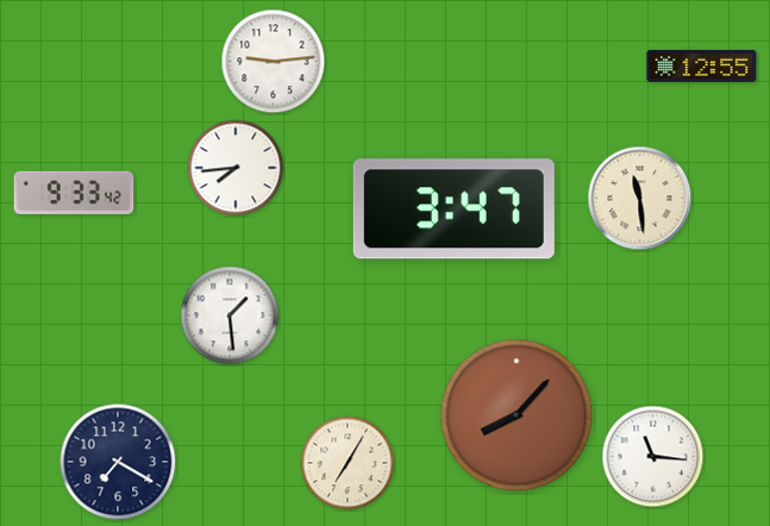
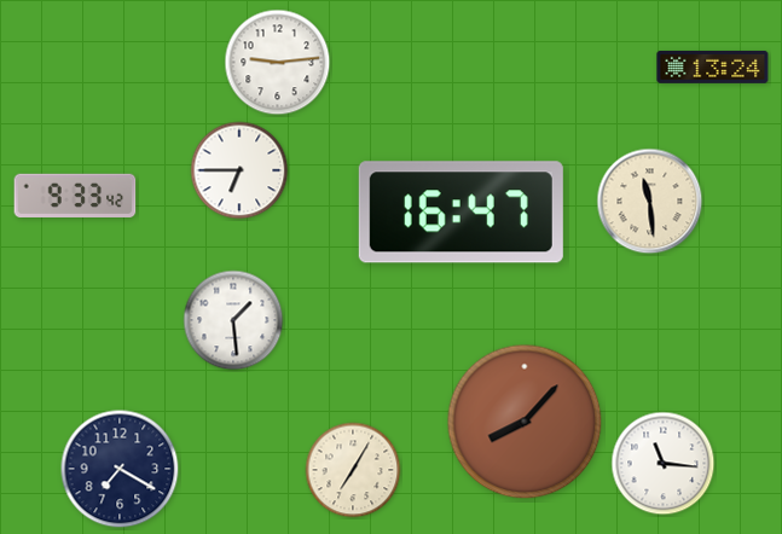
clock at (702, 65): 12:55 -> 13:24
clock at (236, 168): 7:44 -> 6:45
clock at (453, 209): 3:47 -> 16:47
